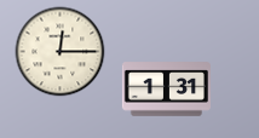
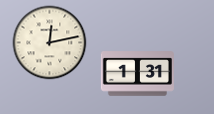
clock at (61, 52): 12:15 -> 12:13
